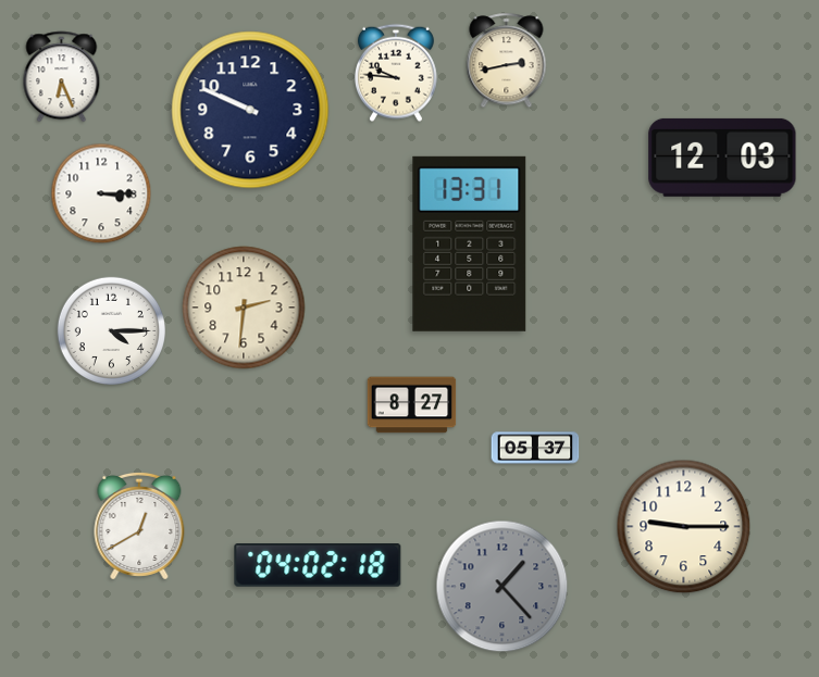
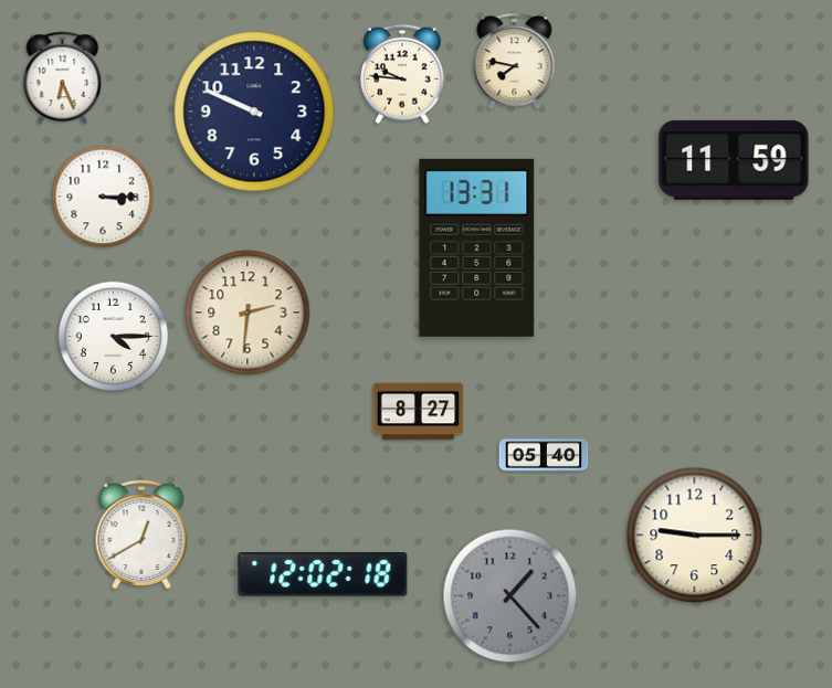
clock at (507, 61): 2:43 -> 7:47
clock at (722, 158): 12:03 -> 11:59
clock at (535, 448): 05:37 -> 05:40
clock at (318, 566): 04:02 -> 12:02
